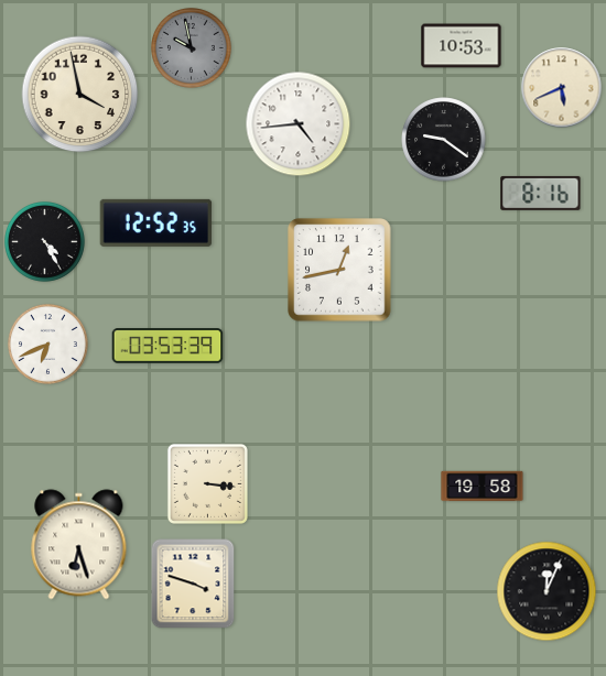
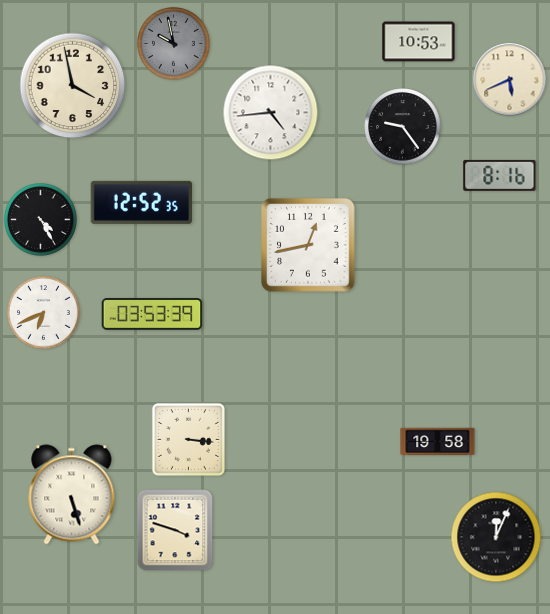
clock at (444, 140): 9:21 -> 9:24
clock at (541, 193) position: (541, 193) -> (500, 175)
clock at (79, 545): 6:27 -> 5:27
